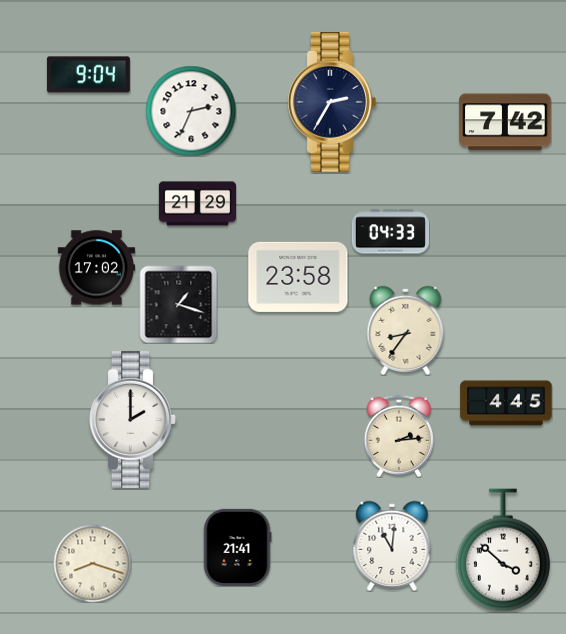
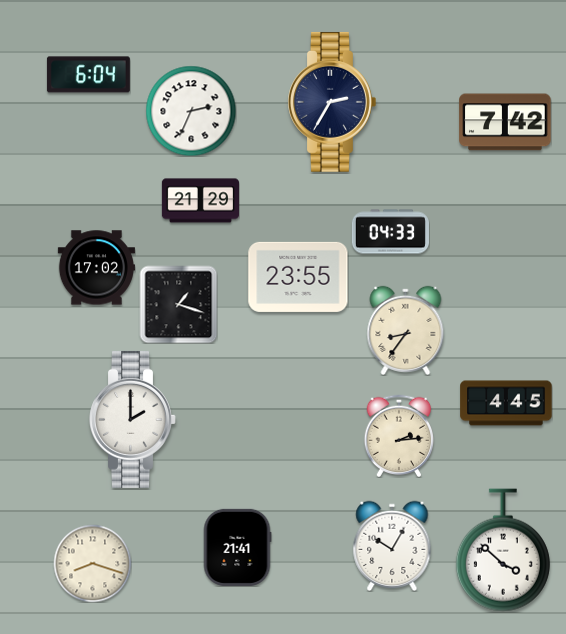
clock at (88, 75): 9:04 -> 6:04
clock at (197, 204) position: (197, 204) -> (200, 201)
clock at (298, 277): 23:58 -> 23:55
clock at (392, 545): 11:01 -> 10:05
